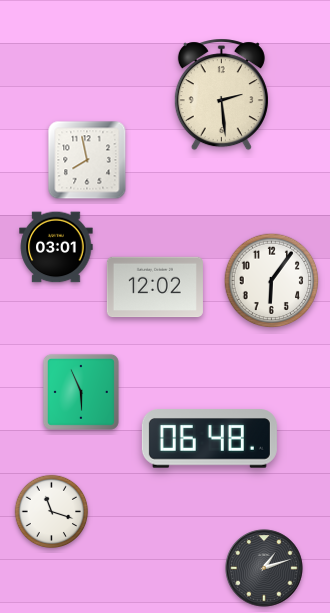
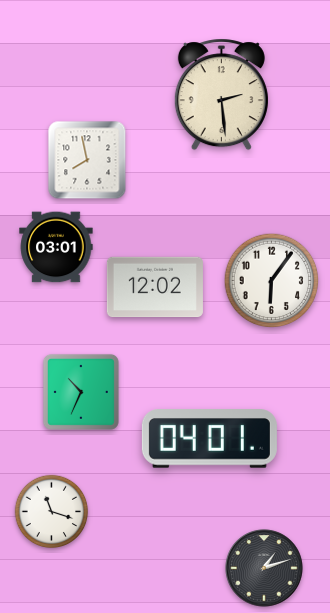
clock at (81, 392): 5:56 -> 10:34
clock at (209, 439): 06:48 -> 04:01
